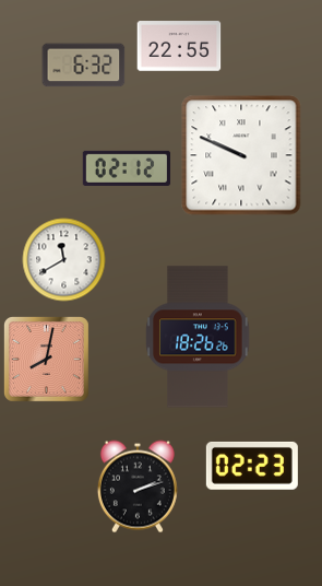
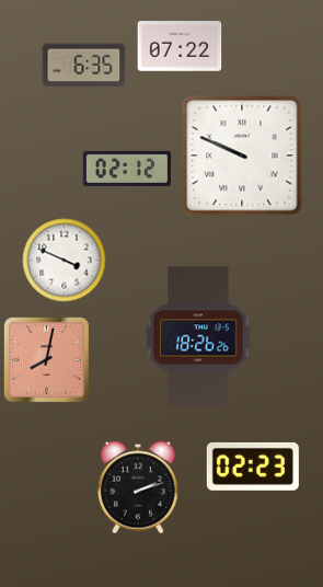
clock at (179, 46): 22:55 -> 07:22
clock at (84, 66): 6:32 -> 6:35
clock at (64, 260): 11:40 -> 3:49
